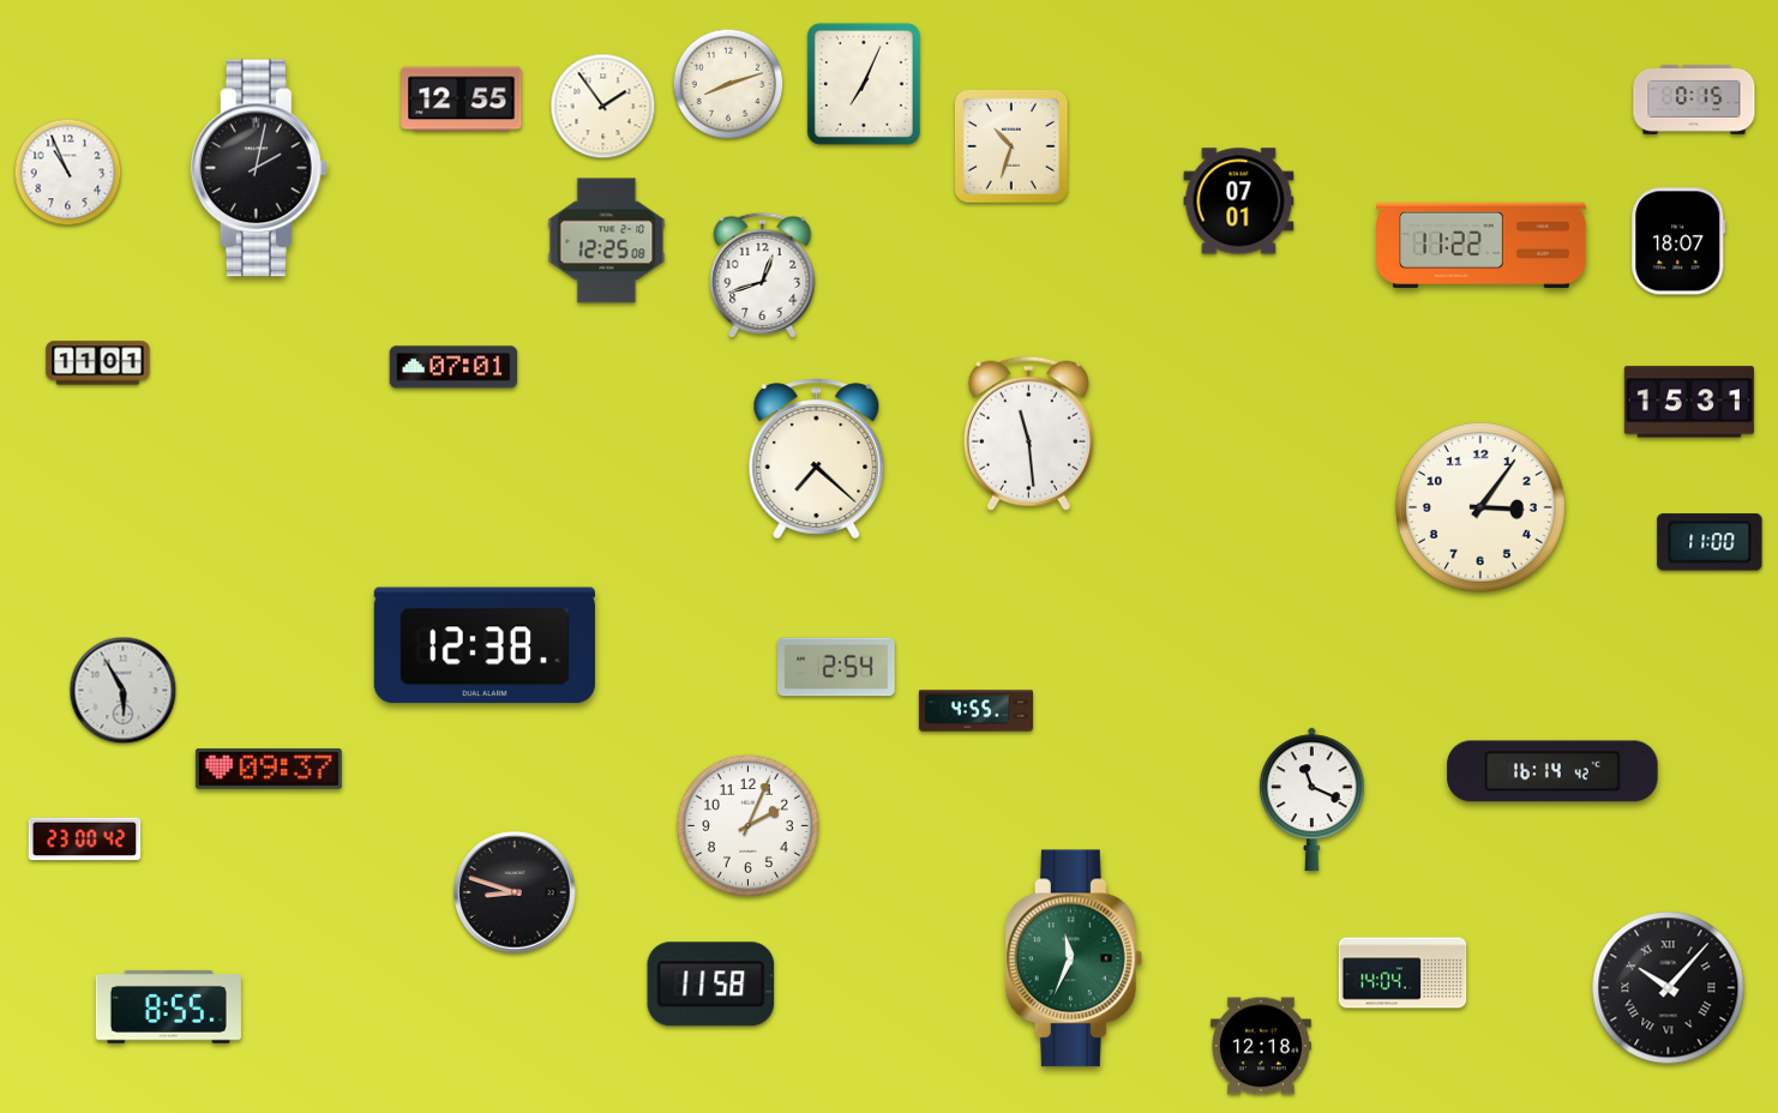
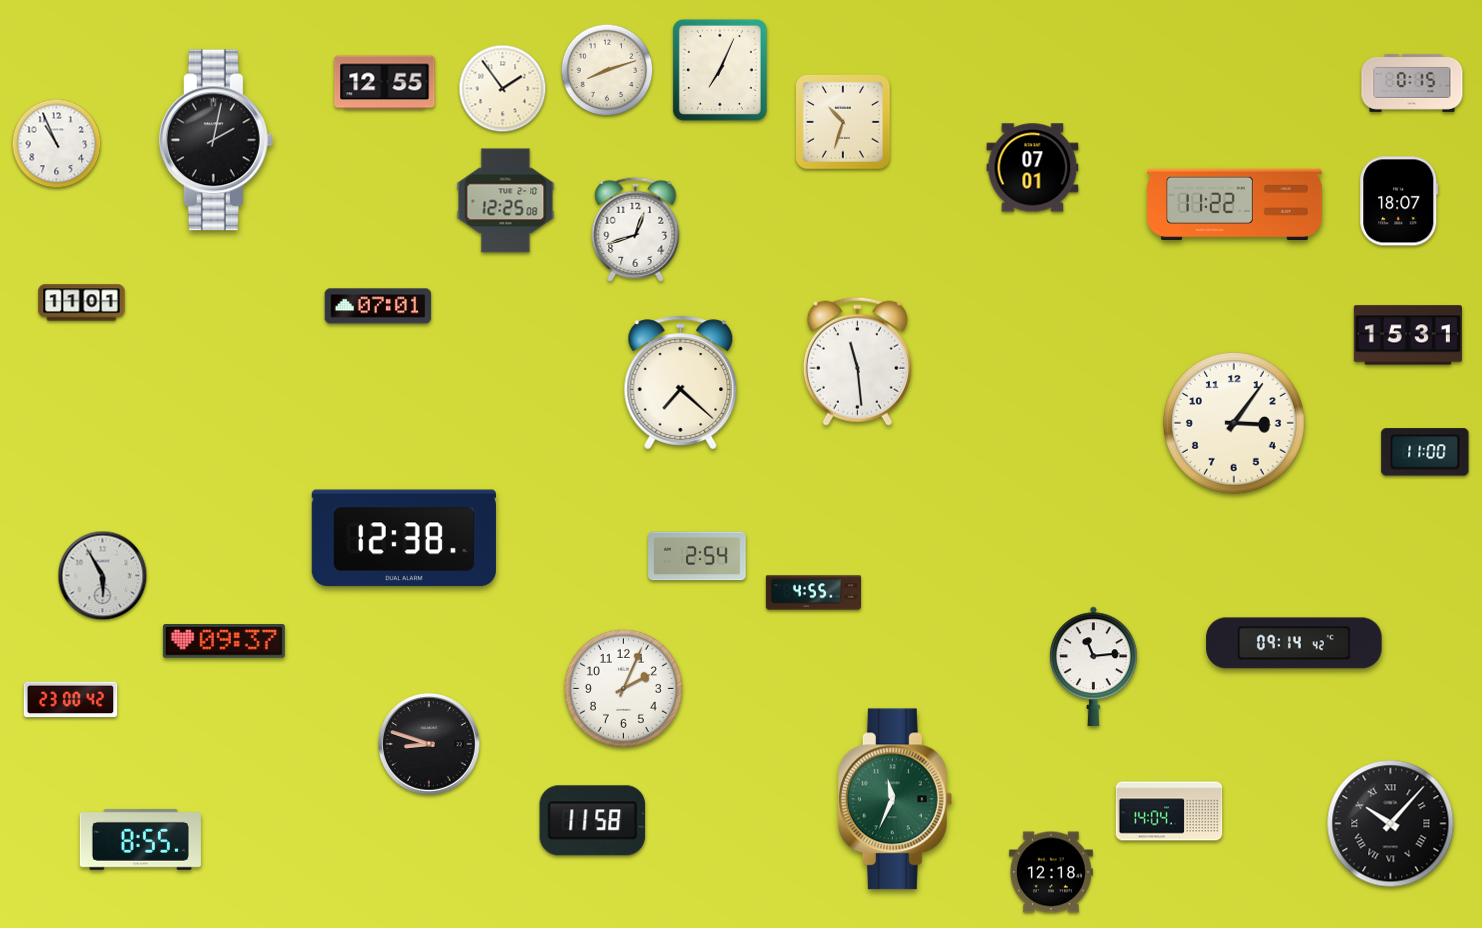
clock at (1552, 771): 16:14 -> 09:14
clock at (1311, 800): 11:19 -> 11:14
